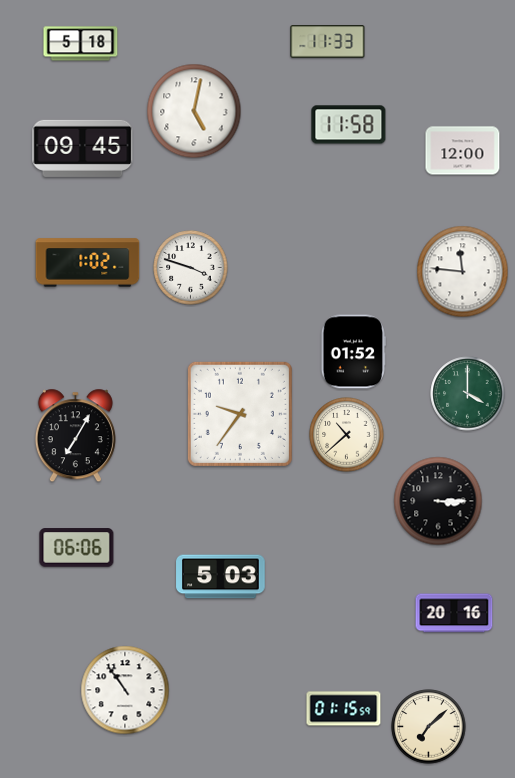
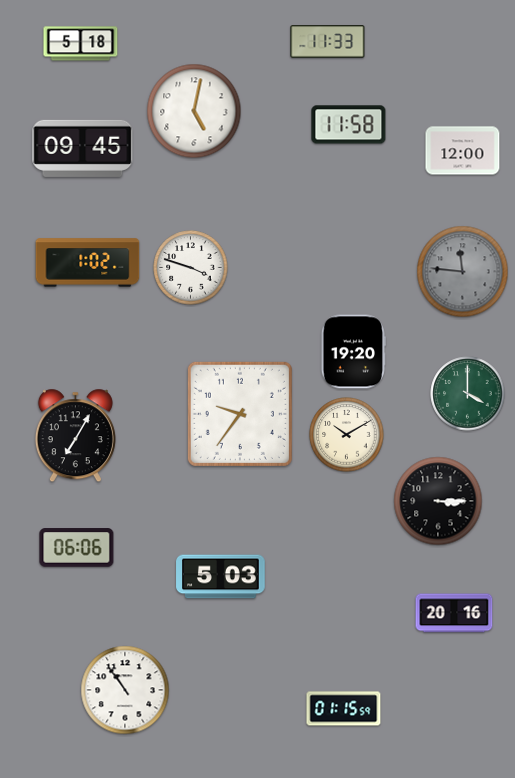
clock at (463, 272) dial: white -> grey
clock at (354, 352): 01:52 -> 19:20
clock at (347, 435): 10:38 -> 10:10
clock at (429, 727): 7:08 -> none
